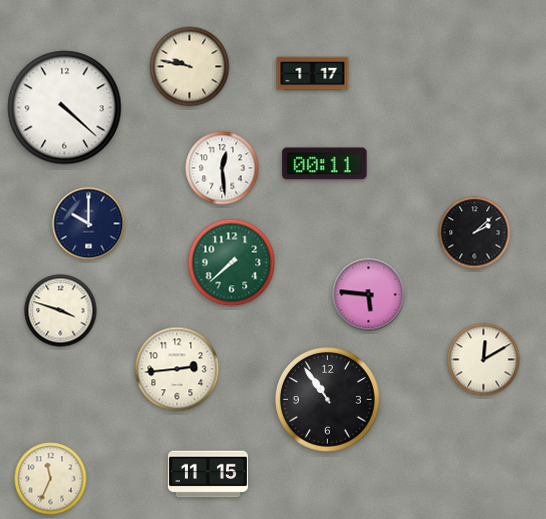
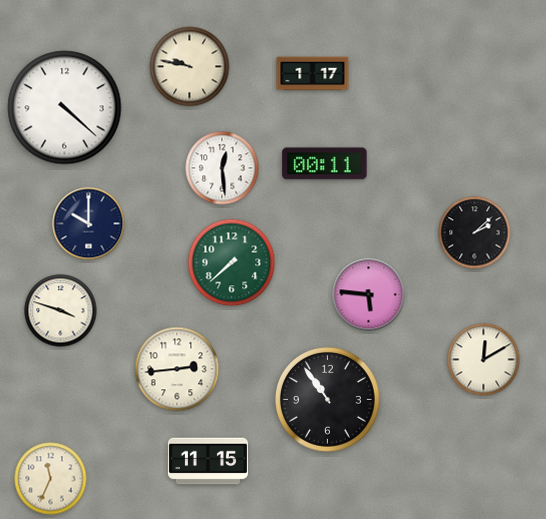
clock at (208, 474) position: (208, 474) -> (208, 461)
